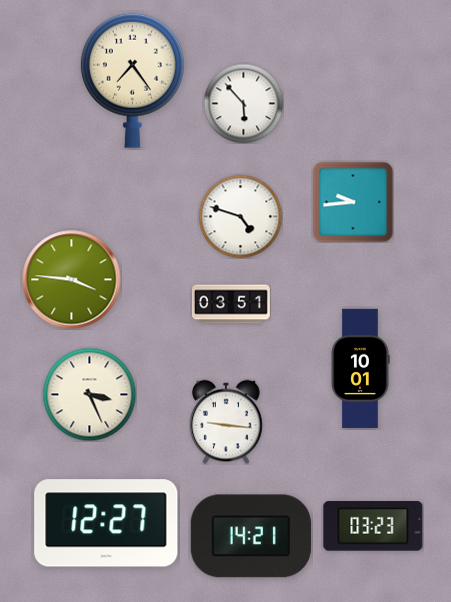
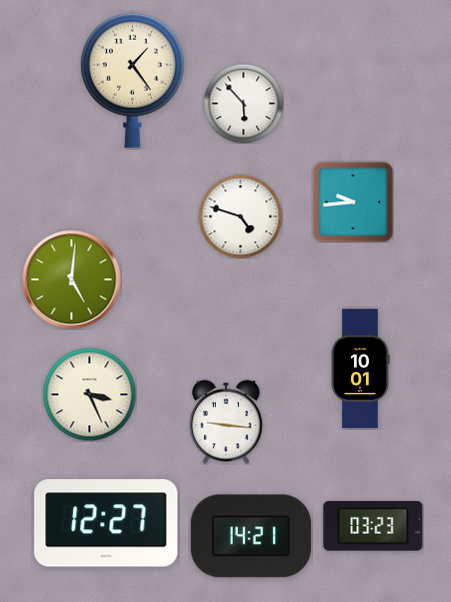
clock at (132, 80): 7:24 -> 1:24
clock at (72, 280): 3:46 -> 5:01
clock at (231, 304): 03:51 -> none
